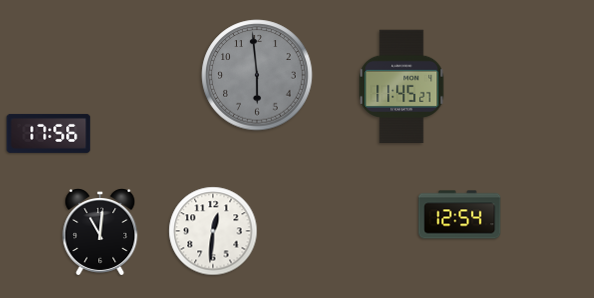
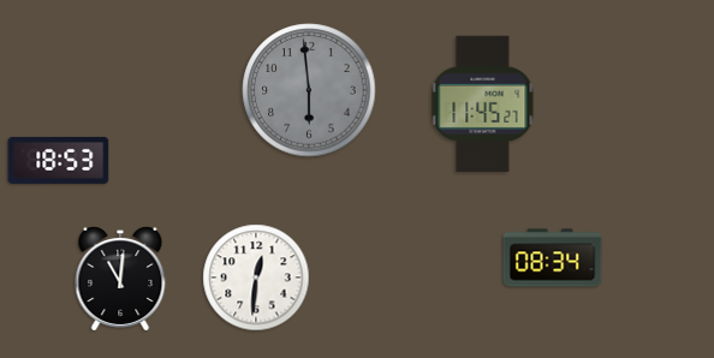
clock at (49, 133): 17:56 -> 18:53
clock at (460, 215): 12:54 -> 08:34
